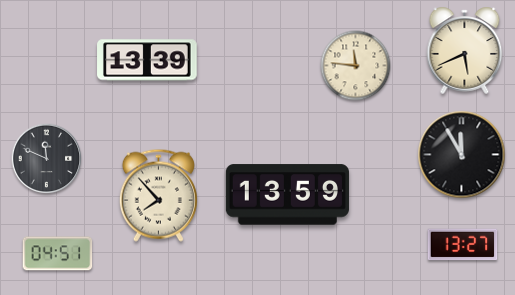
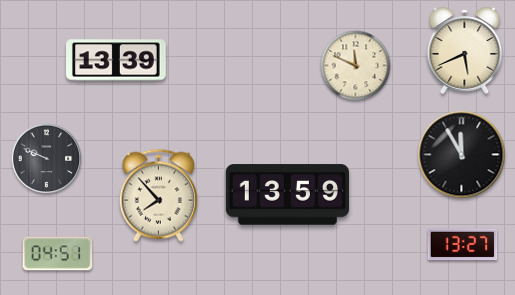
clock at (147, 60) position: (147, 60) -> (116, 60)
clock at (356, 66): 11:46 -> 11:49
clock at (47, 159): 11:49 -> 9:49
